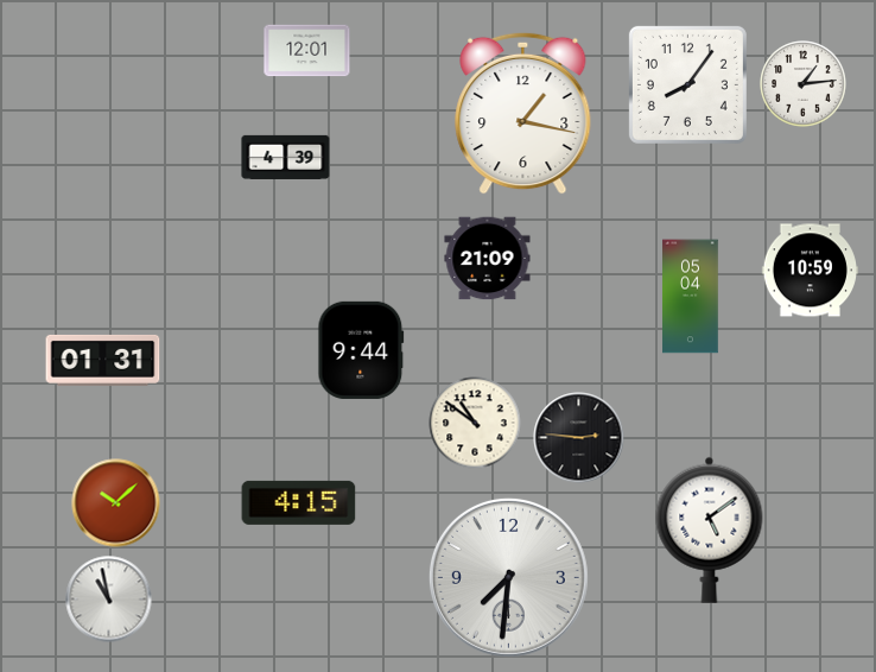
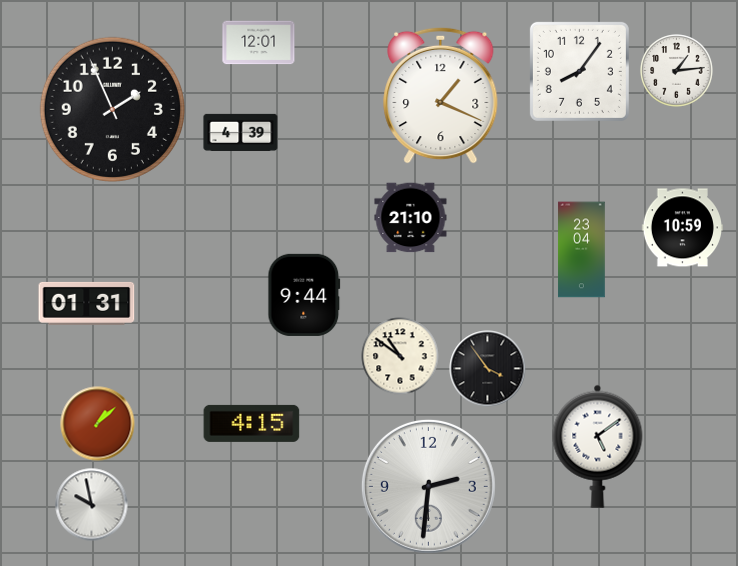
clock at (523, 113): 1:17 -> 1:19
clock at (112, 109): none -> 1:56
clock at (488, 259): 21:09 -> 21:10
clock at (691, 297): 05:04 -> 23:04
clock at (579, 438): 2:46 -> 3:54
clock at (116, 503): 10:08 -> 1:08
clock at (508, 577): 7:31 -> 2:31
clock at (109, 600): 10:58 -> 9:58
